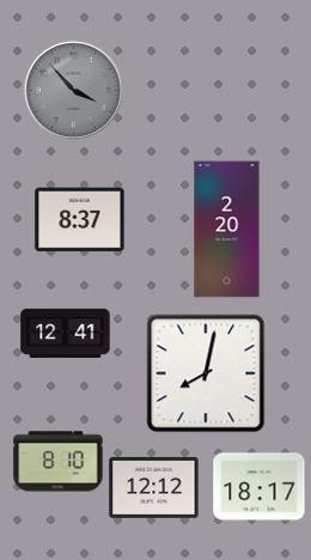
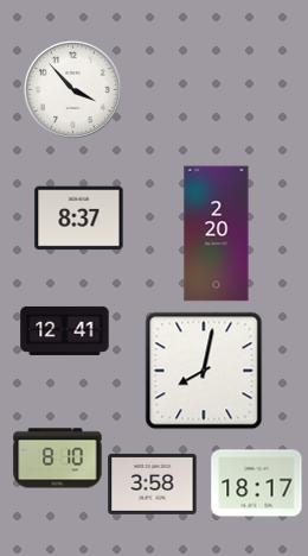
clock at (73, 90) dial: grey -> white
clock at (227, 230) position: (227, 230) -> (217, 234)
clock at (154, 487): 12:12 -> 3:58
